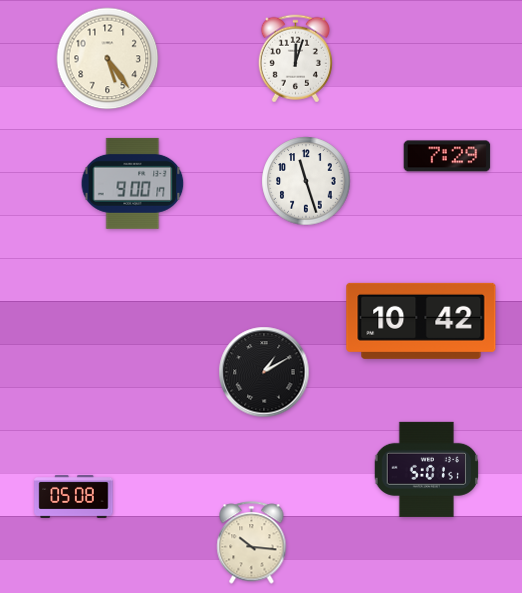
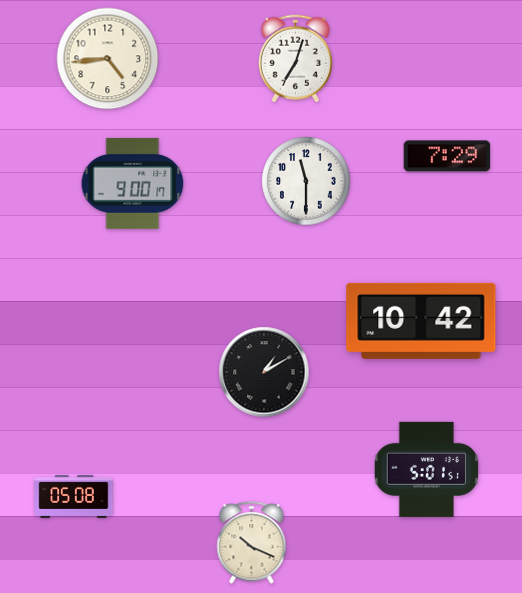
clock at (108, 59): 5:24 -> 4:44
clock at (295, 59): 12:03 -> 7:03
clock at (306, 181): 11:27 -> 11:30
clock at (252, 543): 10:16 -> 10:19
